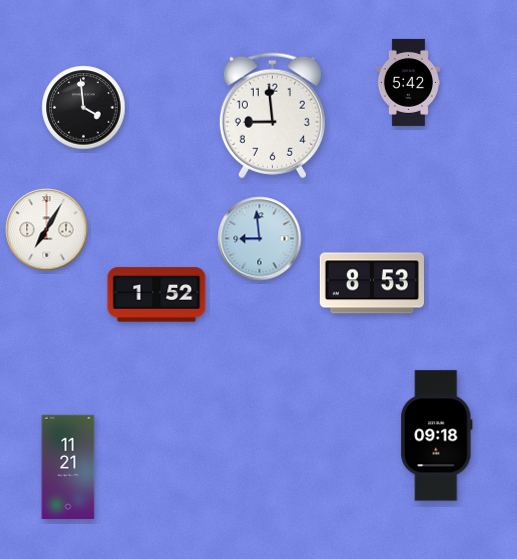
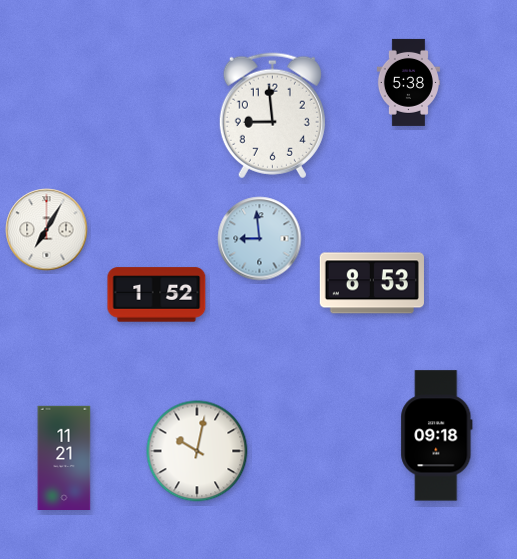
clock at (408, 82): 5:42 -> 5:38
clock at (84, 108): 3:59 -> none
clock at (197, 451): none -> 10:02
clock at (68, 466) position: (68, 466) -> (64, 457)
